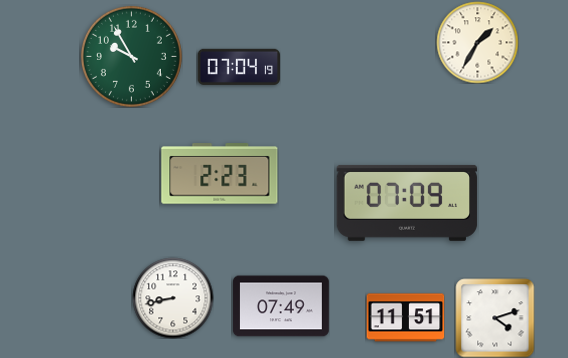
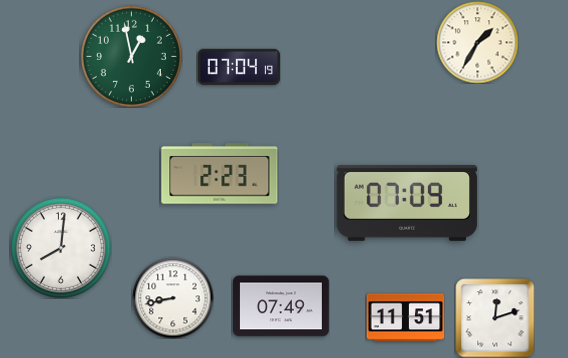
clock at (131, 56): 9:55 -> 12:58
clock at (61, 248): none -> 8:01
clock at (495, 318): 4:12 -> 12:12
